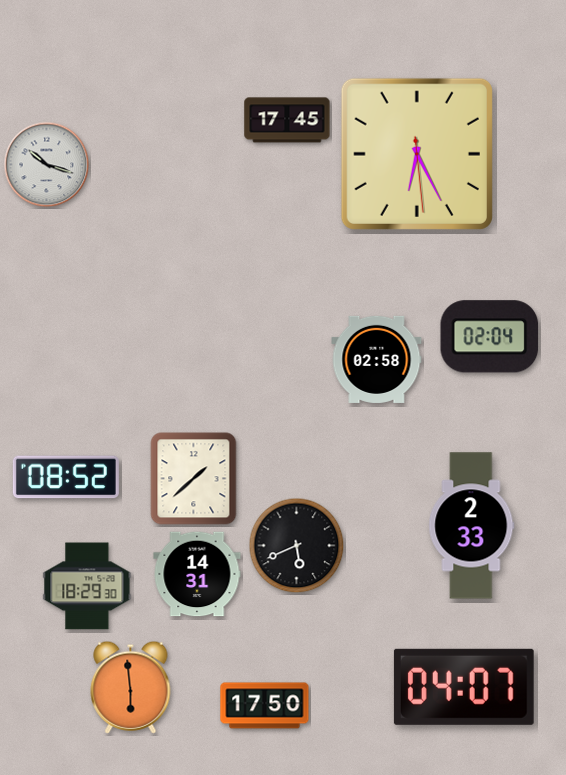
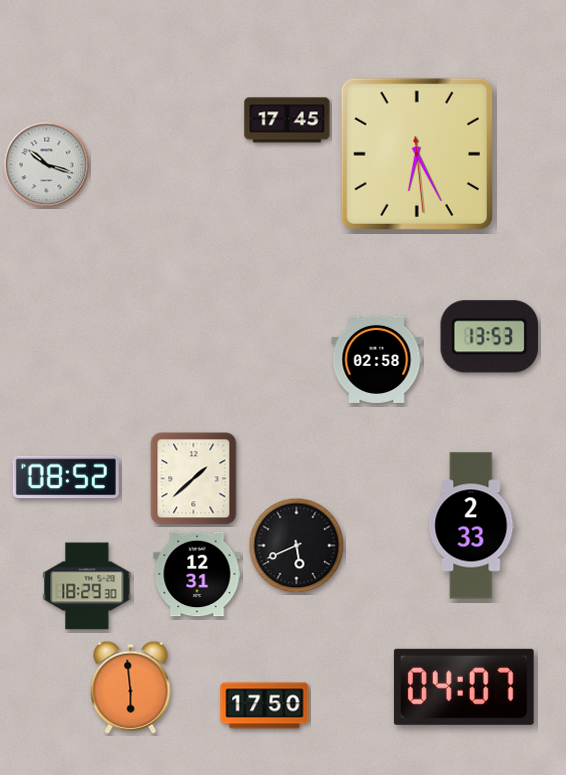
clock at (490, 337): 02:04 -> 13:53
clock at (197, 574): 14:31 -> 12:31
